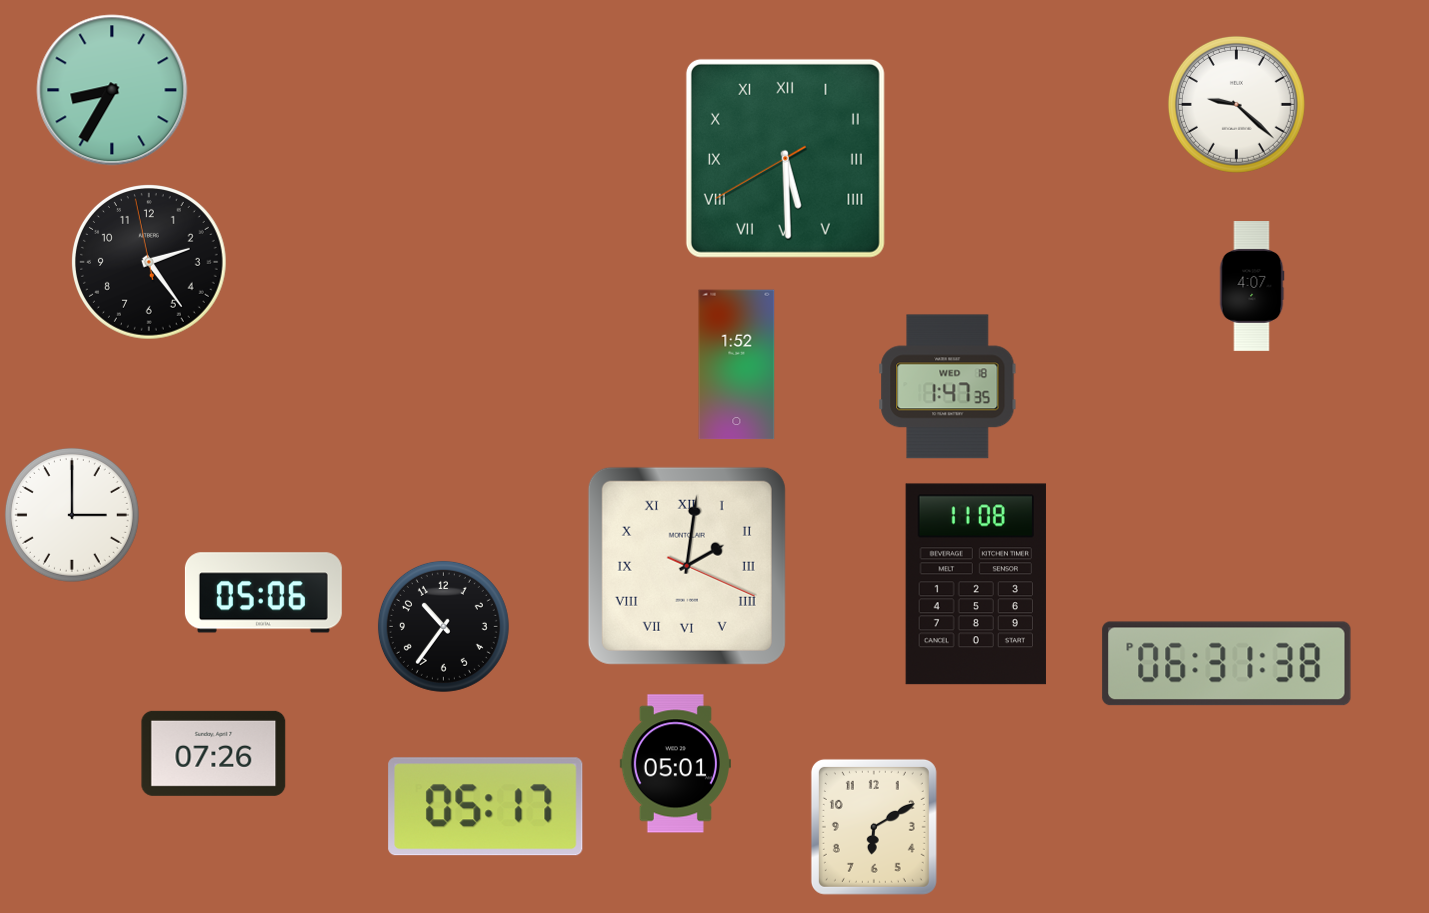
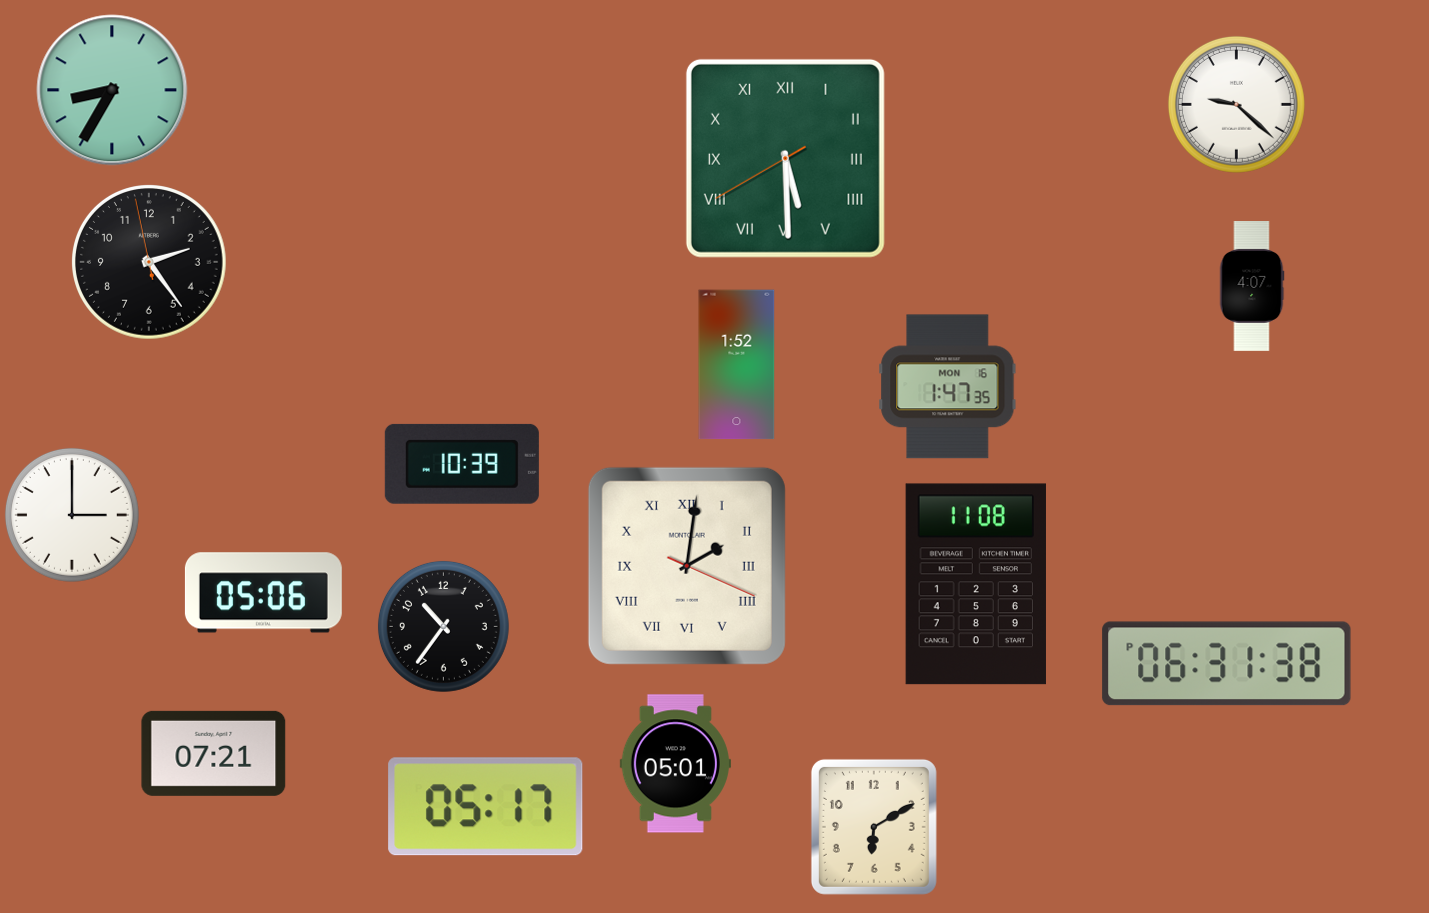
clock at (948, 387) date: WED 18 -> MON 16
clock at (462, 464): none -> 10:39
clock at (214, 753): 07:26 -> 07:21
